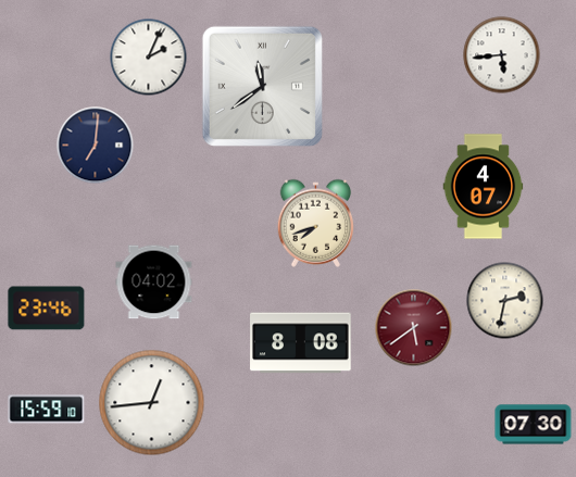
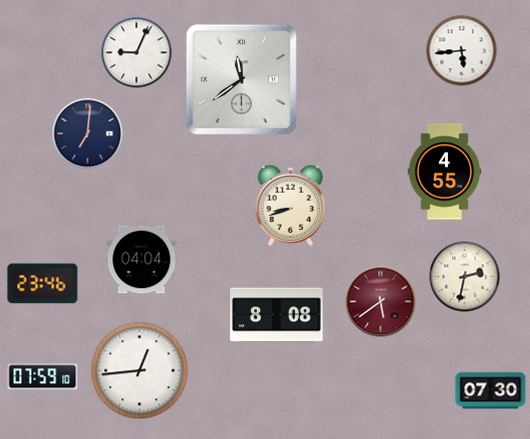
clock at (149, 58): 2:04 -> 9:04
clock at (484, 187): 4:07 -> 4:55
clock at (316, 223): 7:42 -> 8:42
clock at (154, 283): 04:02 -> 04:04
clock at (47, 410): 15:59 -> 07:59
